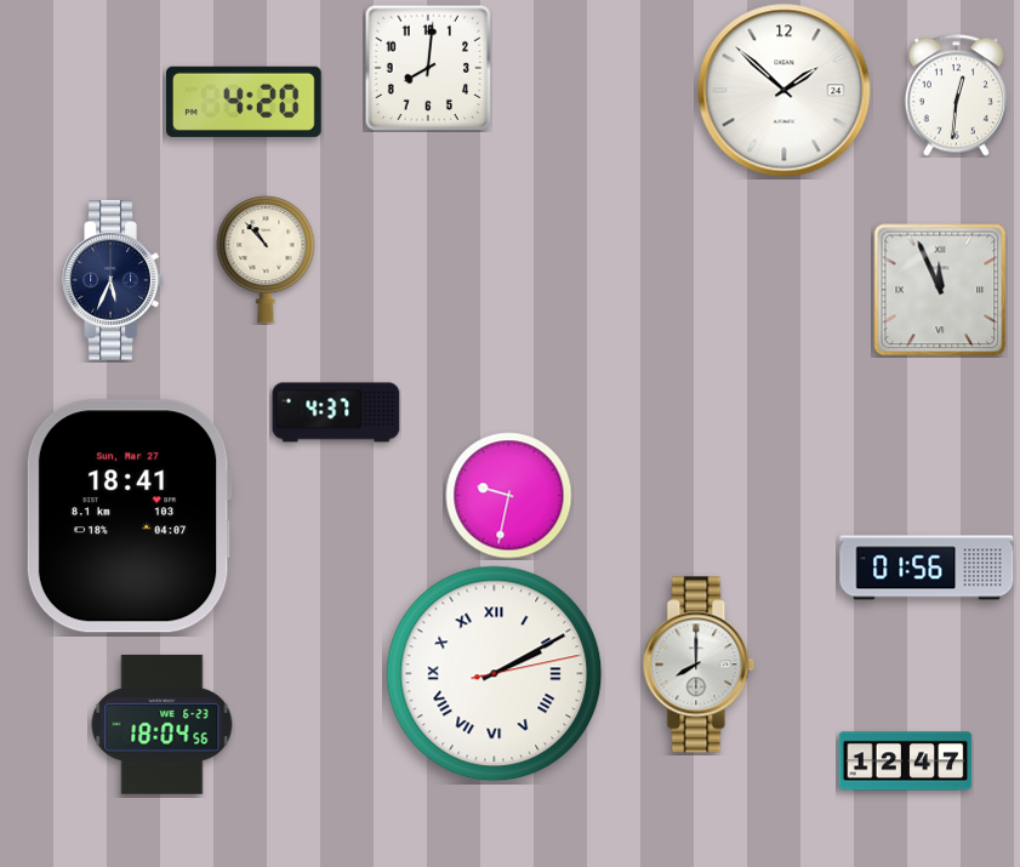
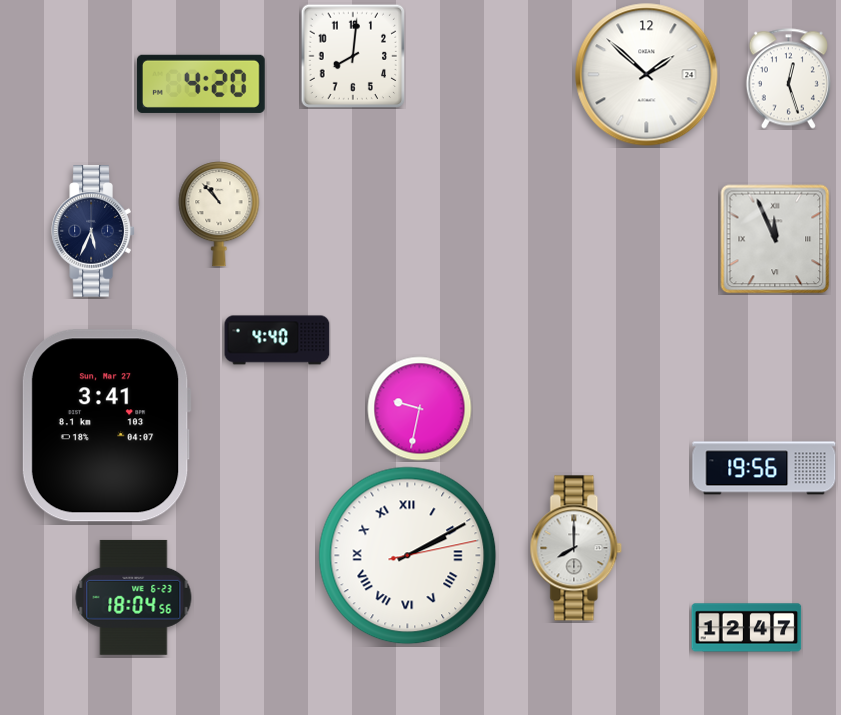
clock at (956, 96): 12:31 -> 12:27
clock at (336, 412): 4:37 -> 4:40
clock at (129, 517): 18:41 -> 3:41
clock at (927, 567): 01:56 -> 19:56
